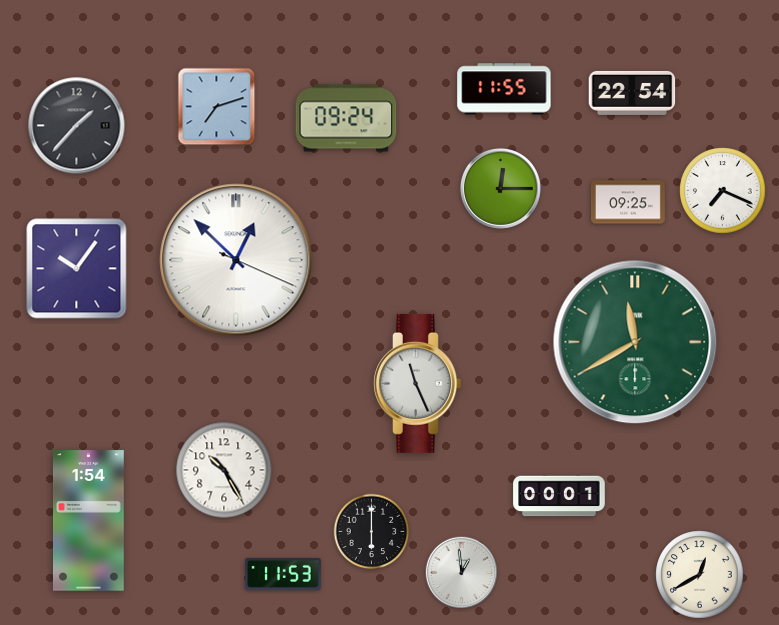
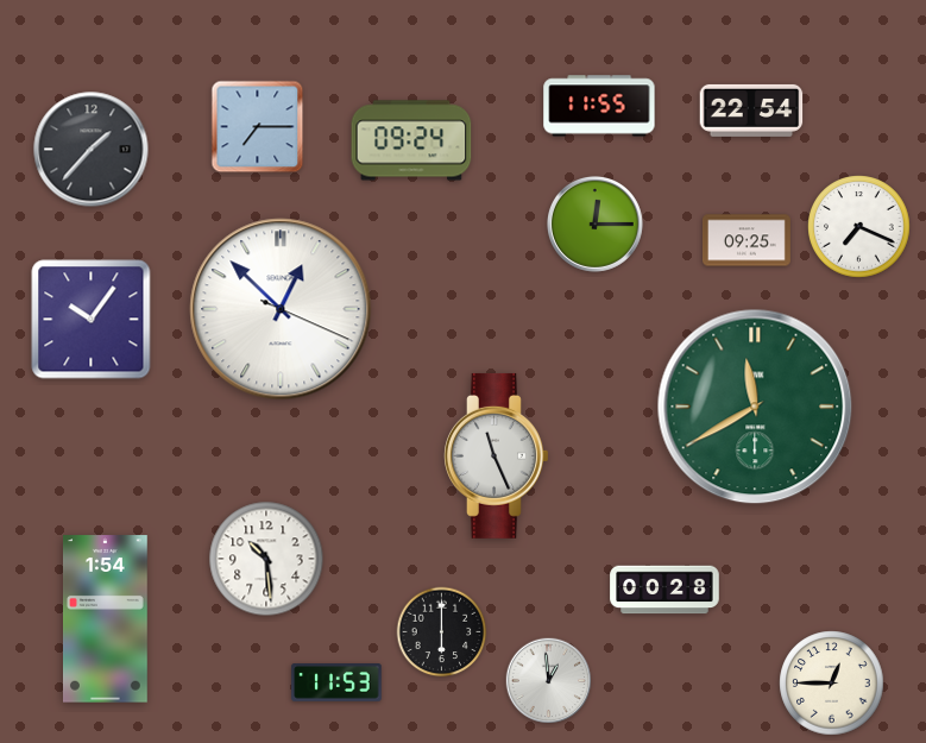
clock at (217, 107): 7:12 -> 7:15
clock at (224, 470): 10:25 -> 10:29
clock at (559, 496): 00:01 -> 00:28
clock at (700, 575): 12:40 -> 12:45
